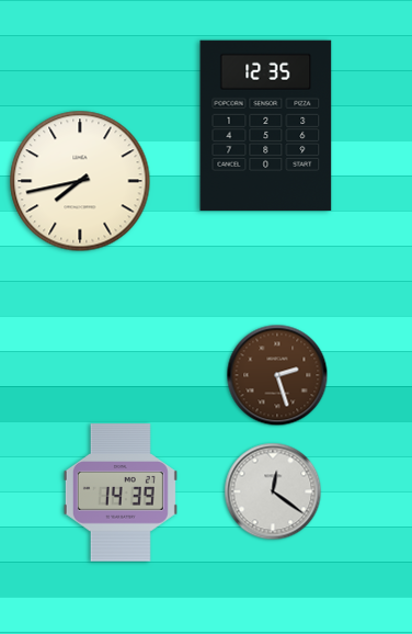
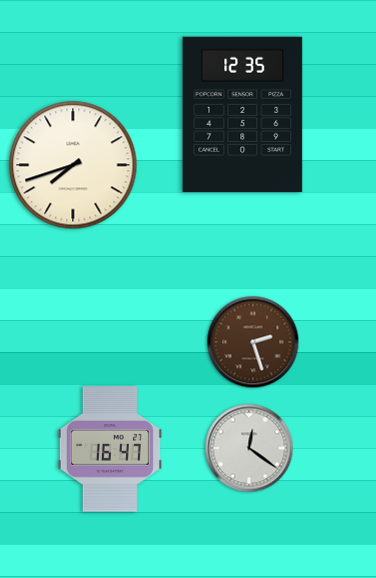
clock at (80, 181): 7:43 -> 7:42
clock at (121, 493): 14:39 -> 16:47
